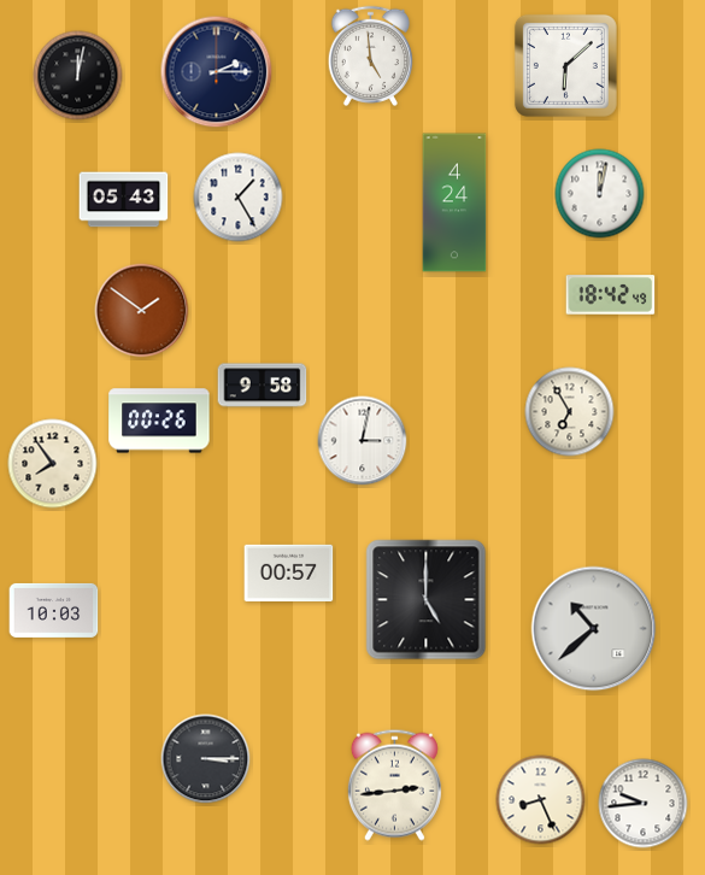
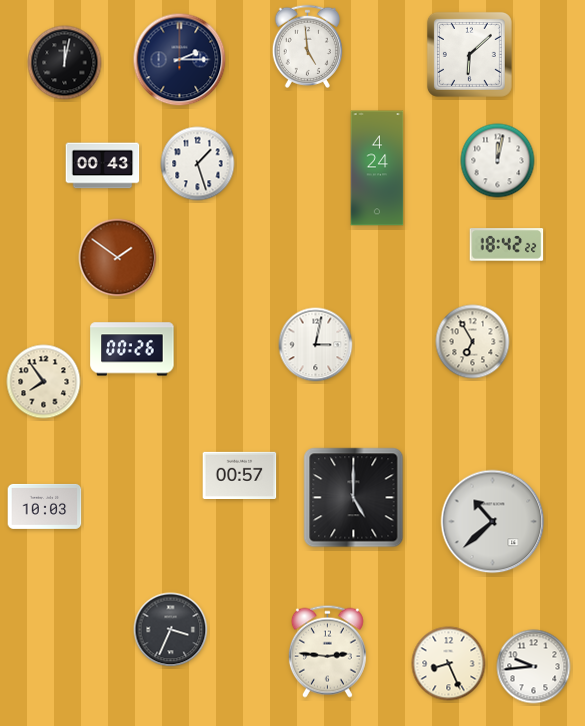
clock at (239, 198): 1:25 -> 1:27
clock at (124, 200): 05:43 -> 00:43
clock at (611, 295): 18:42:49 -> 18:42:22
clock at (263, 386): 9:58 -> none
clock at (363, 441) position: (363, 441) -> (316, 345)
clock at (53, 464) position: (53, 464) -> (44, 382)
clock at (206, 759): 3:15 -> 3:34
clock at (394, 785): 2:44 -> 2:46
